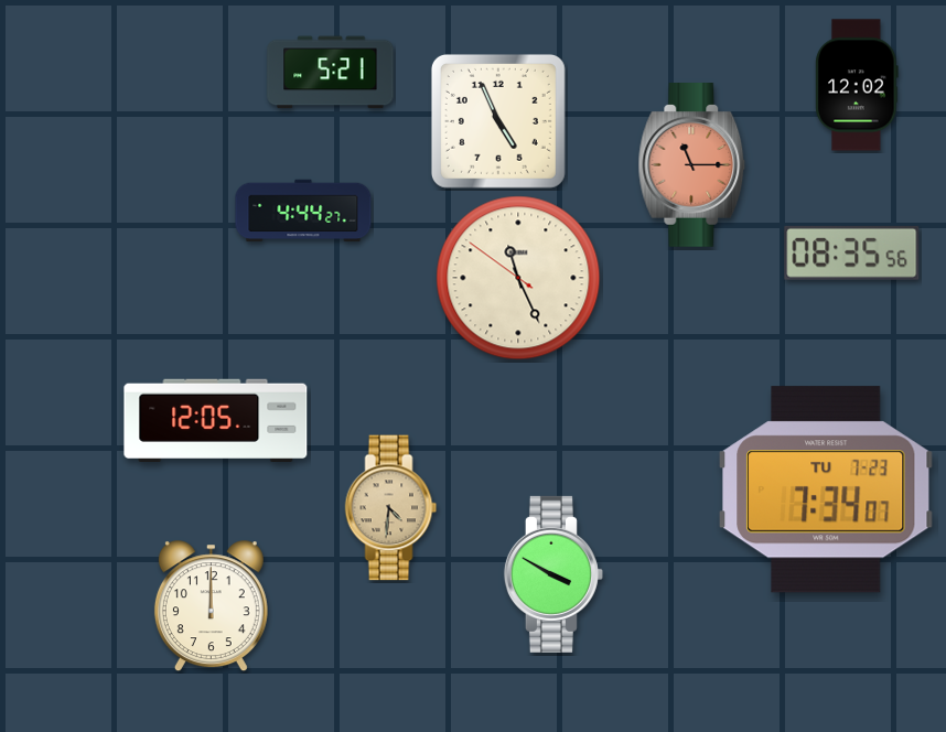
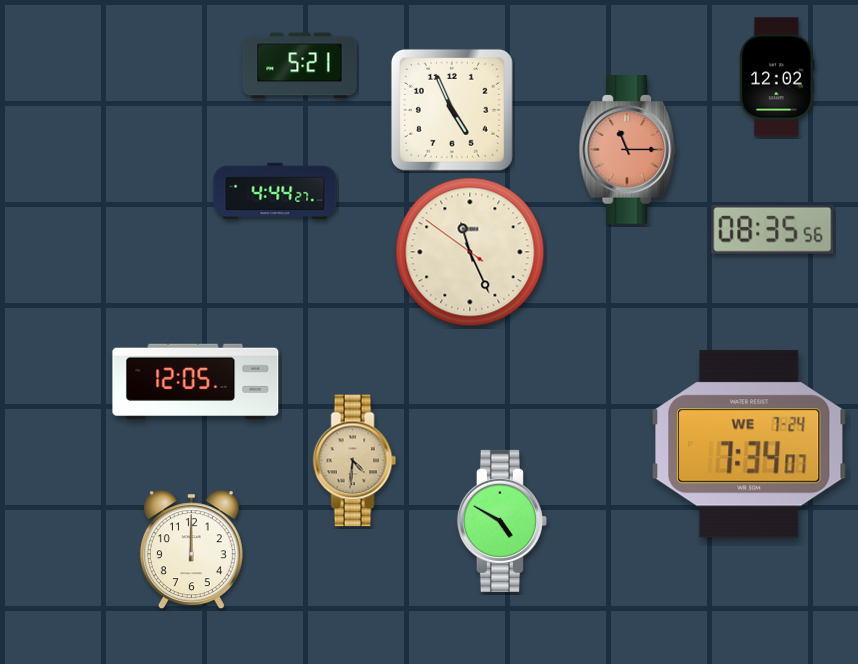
clock at (827, 489) date: TU 7-23 -> WE 7-24
clock at (553, 574): 3:50 -> 4:50
